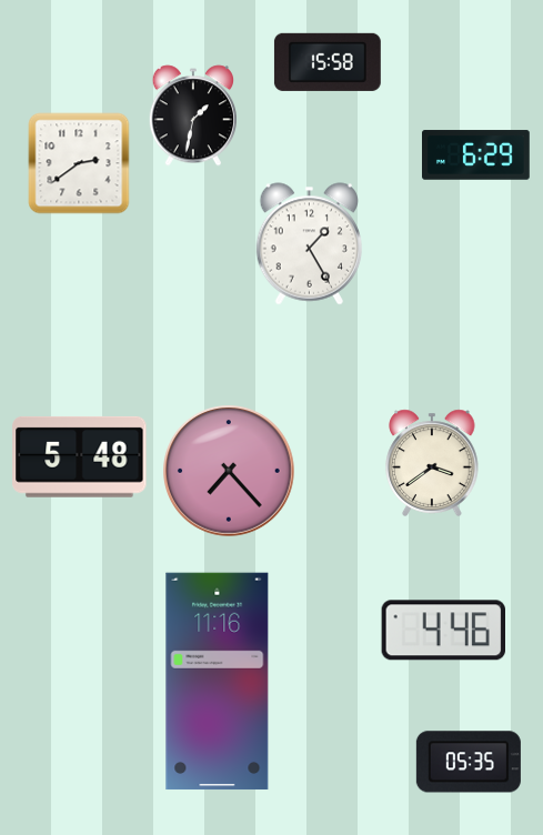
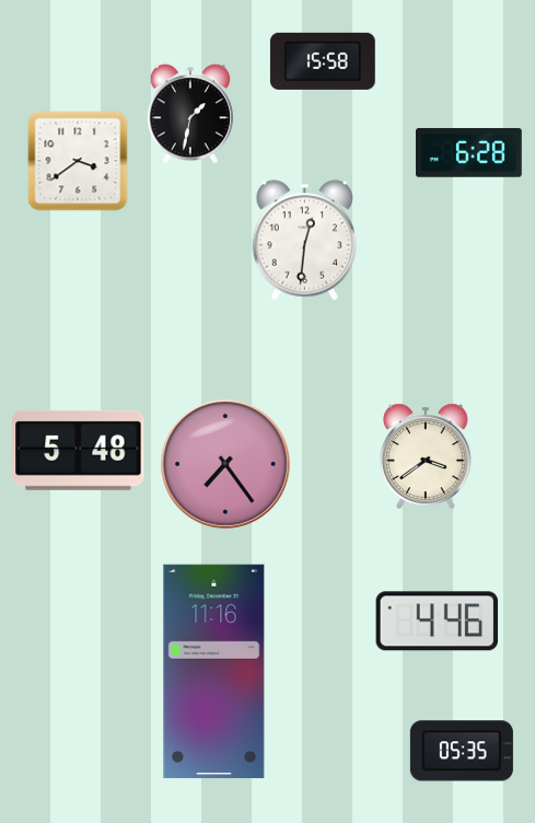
clock at (476, 155): 6:29 -> 6:28
clock at (79, 163): 2:39 -> 3:39
clock at (309, 244): 1:25 -> 12:31
clock at (230, 472): 7:23 -> 7:24
